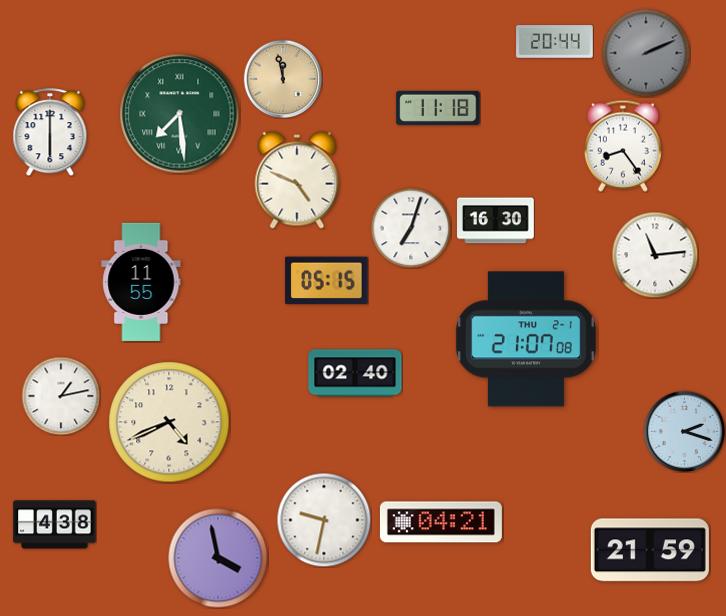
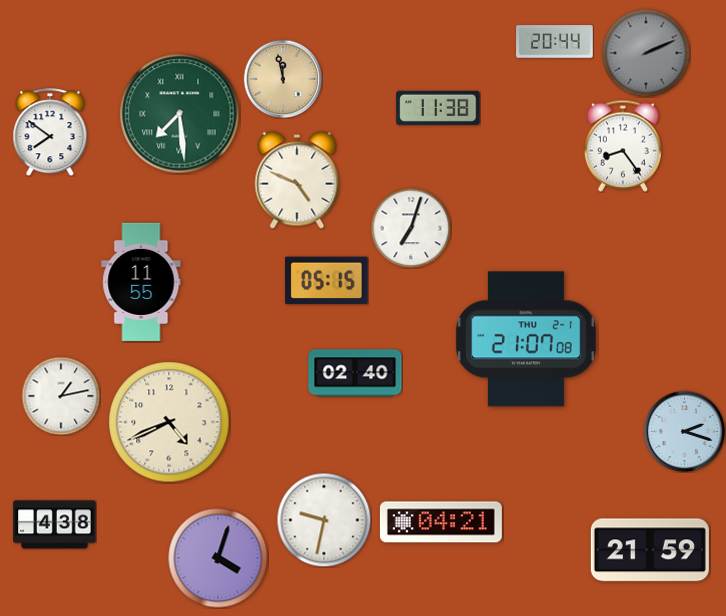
clock at (438, 108): 11:18 -> 11:38
clock at (50, 132): 6:00 -> 7:51
clock at (496, 221): 16:30 -> none
clock at (655, 255): 11:14 -> none
clock at (218, 558): 3:58 -> 4:03
